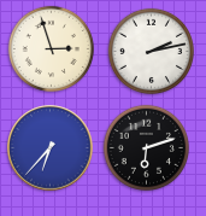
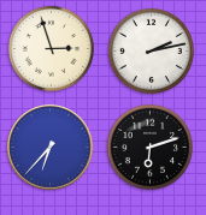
clock at (146, 147) position: (146, 147) -> (149, 147)
